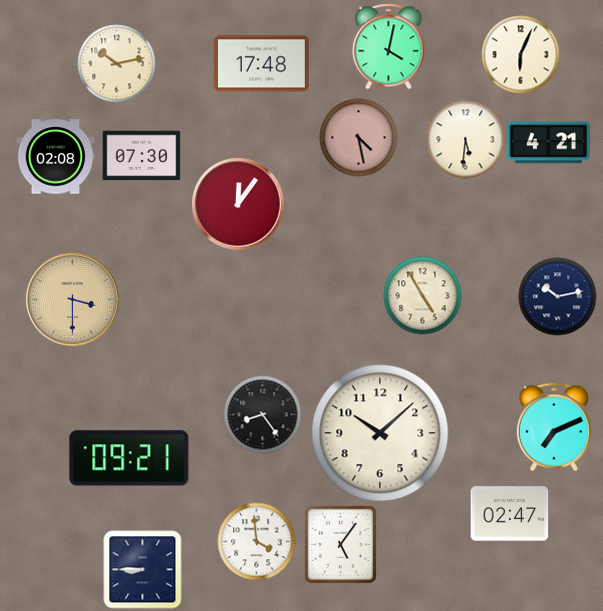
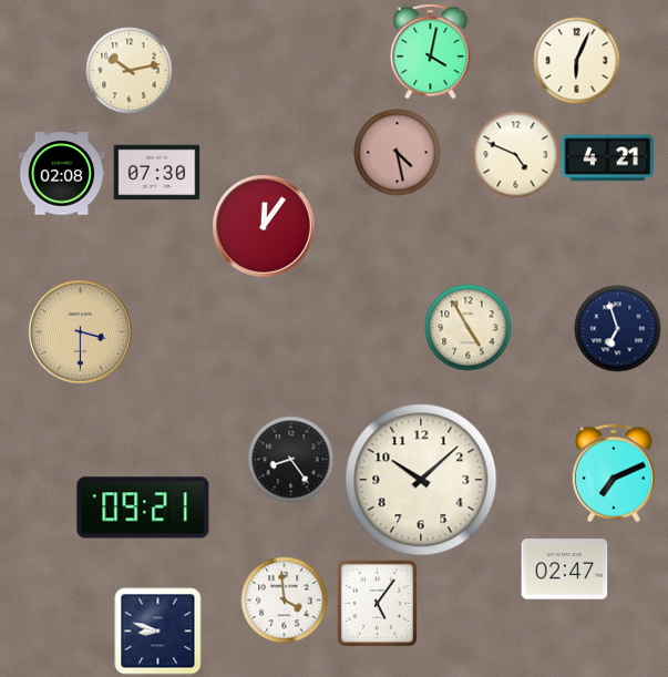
clock at (261, 64): 17:48 -> none
clock at (465, 139): 5:31 -> 4:49
clock at (557, 296): 10:13 -> 6:57
clock at (142, 569): 8:45 -> 8:48
